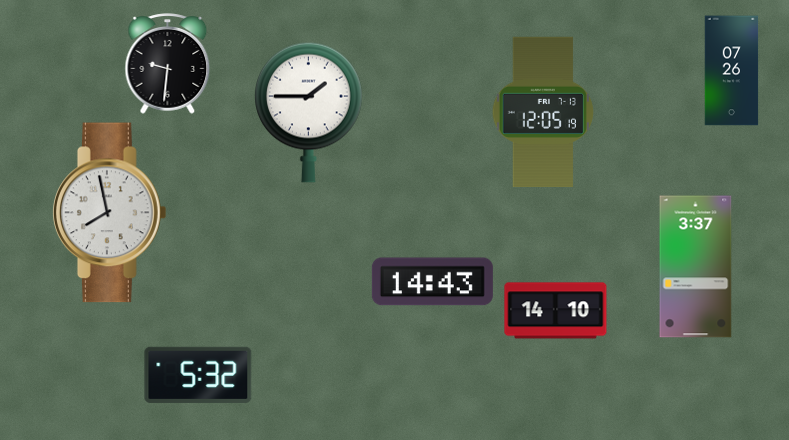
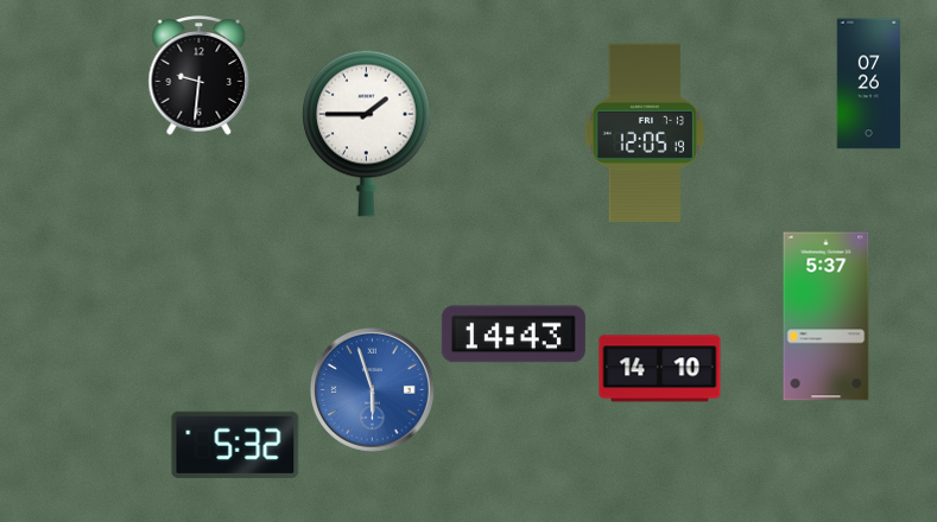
clock at (110, 213): 7:58 -> none
clock at (696, 267): 3:37 -> 5:37
clock at (373, 390): none -> 5:57
